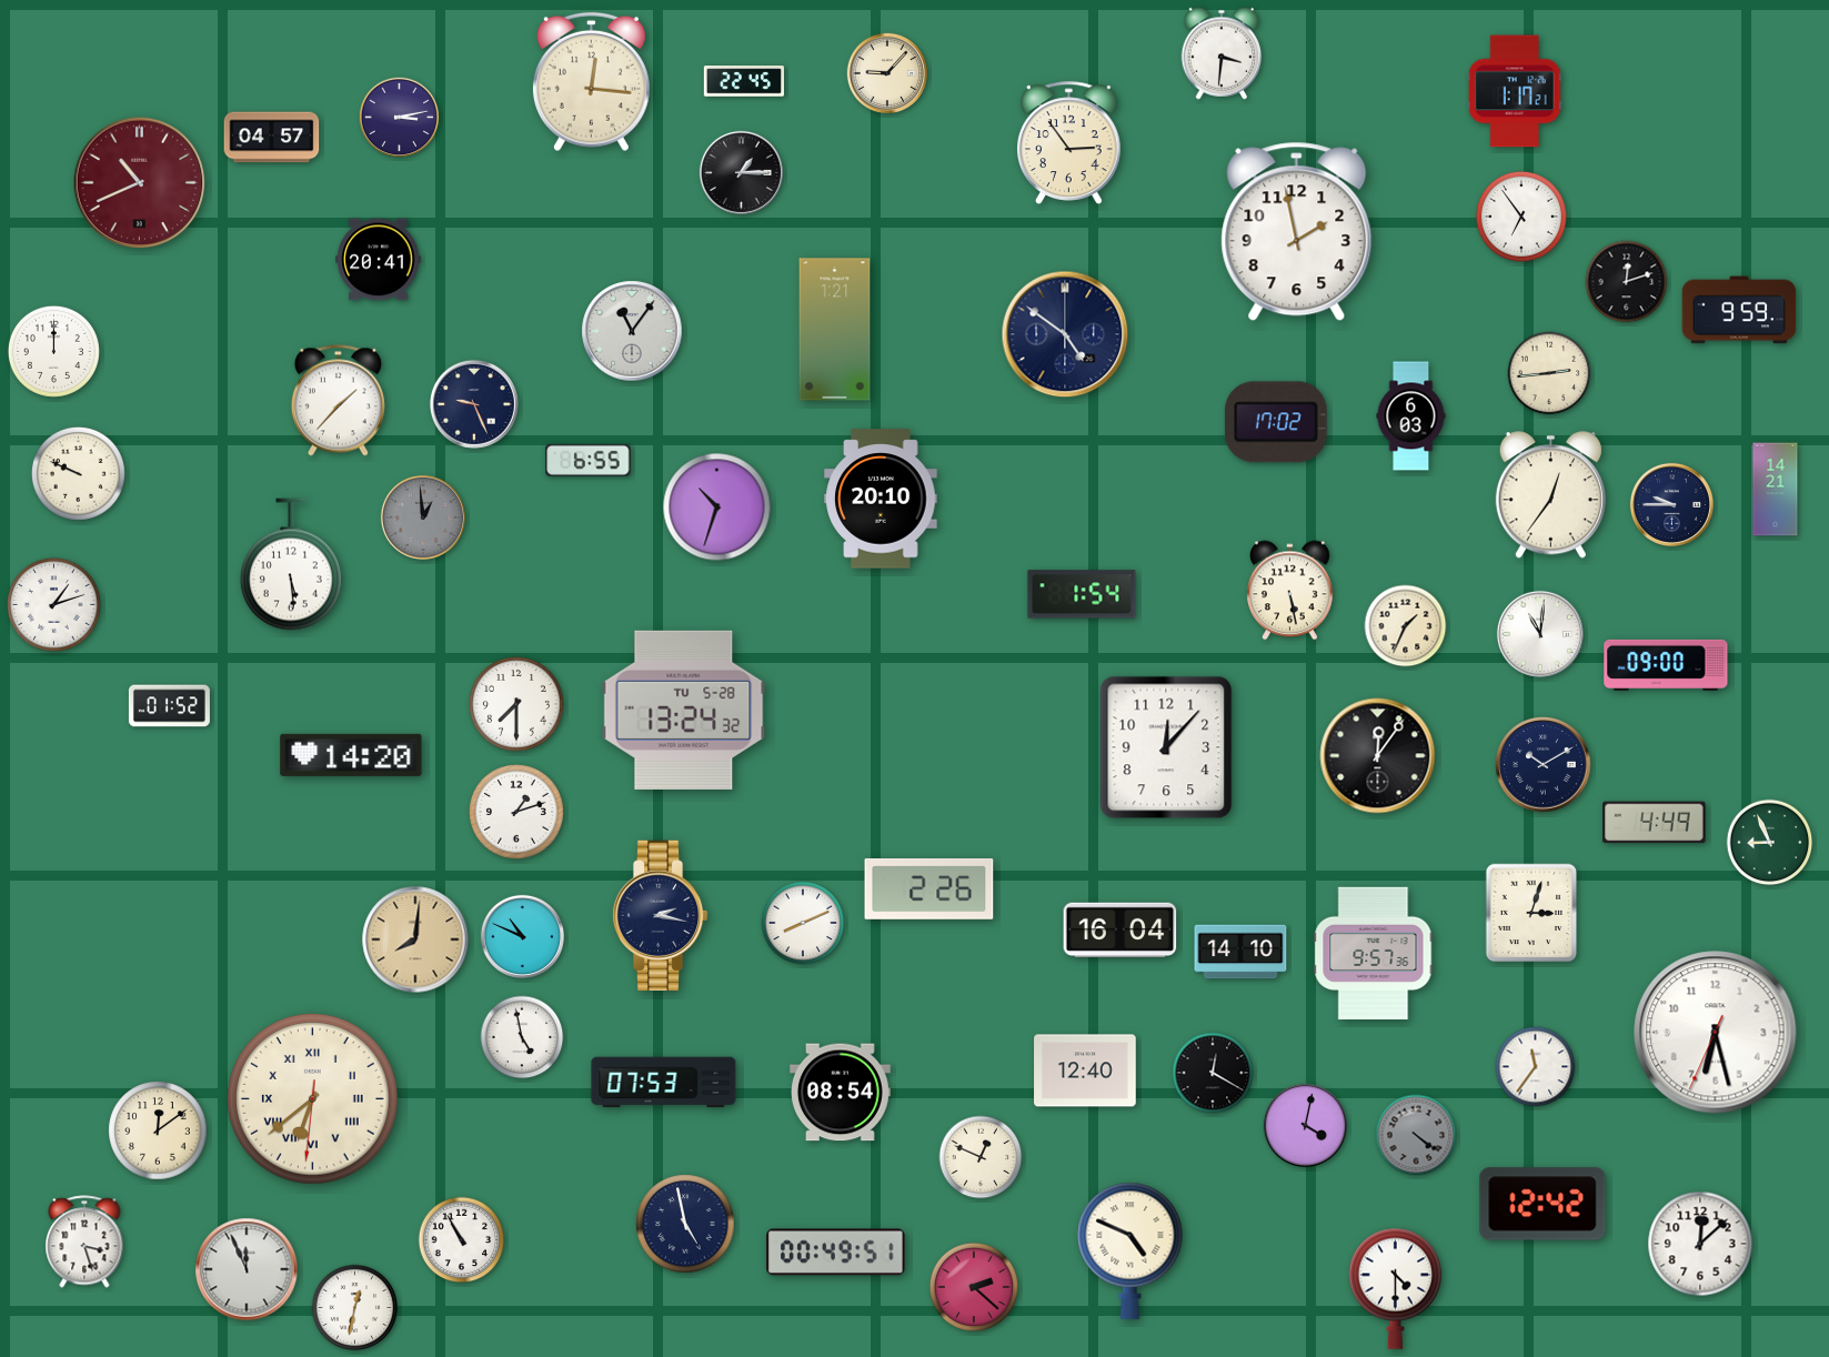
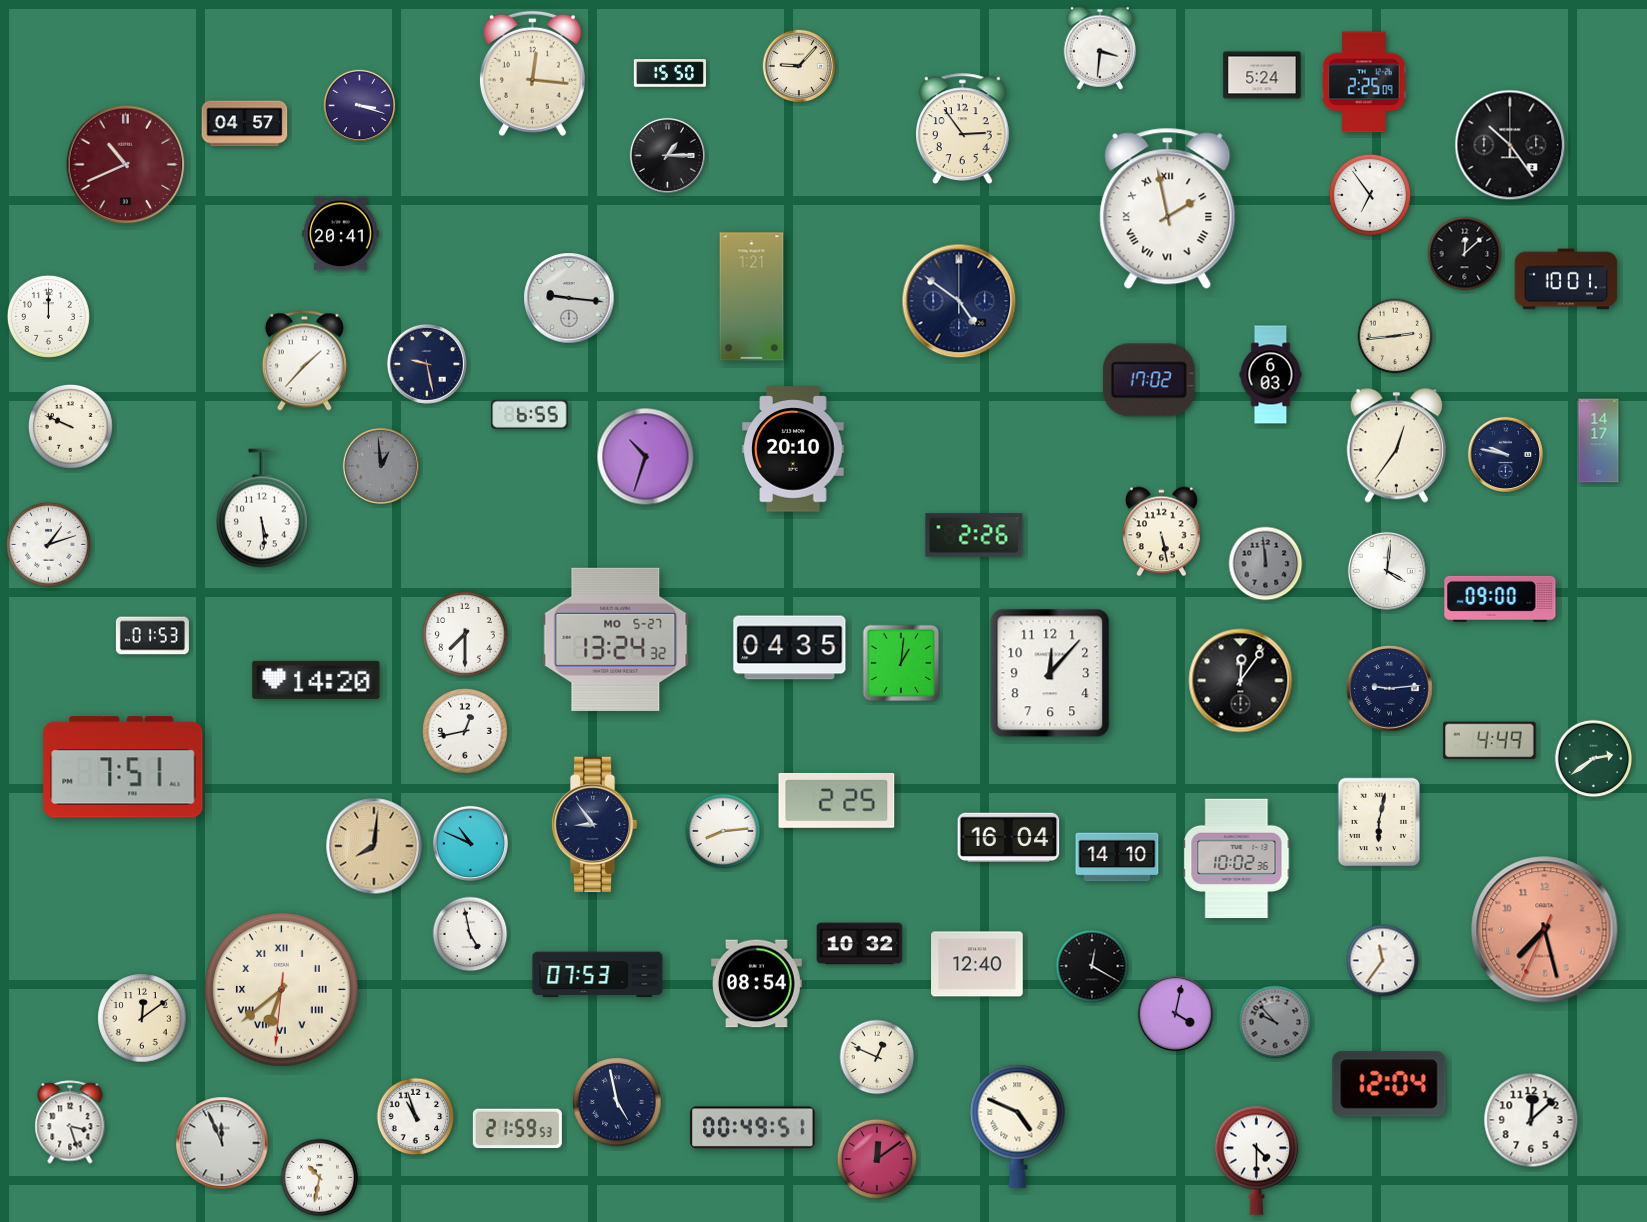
clock at (744, 81): 22:45 -> 15:50
clock at (1262, 75): none -> 5:24
clock at (1515, 91): 1:17 -> 2:25
clock at (400, 118): 3:13 -> 3:18
clock at (1510, 145): none -> 10:24
clock at (1297, 232) numerals: Arabic -> Roman
clock at (1627, 282): 12:12 -> 12:08
clock at (1739, 310): 9:59 -> 10:01
clock at (632, 331): 11:06 -> 9:16
clock at (474, 404): 9:26 -> 9:28
clock at (1776, 490): 14:21 -> 14:17
clock at (1671, 504): 9:45 -> 9:47
clock at (1082, 594): 1:54 -> 2:26
clock at (1406, 626): 1:34 -> 11:59
clock at (1406, 626) dial: cream -> grey
clock at (1540, 634): 11:01 -> 4:01
clock at (169, 706): 01:52 -> 01:53
clock at (684, 710) date: TU 5-28 -> MO 5-27
clock at (790, 648): none -> 04:35
clock at (901, 663): none -> 1:01
clock at (1544, 765): 10:10 -> 9:14
clock at (517, 813): 1:12 -> 12:43
clock at (1770, 843): 8:56 -> 2:39
clock at (123, 767): none -> 7:51
clock at (929, 888): 2:26 -> 2:25
clock at (1531, 913): 3:03 -> 6:02
clock at (660, 916): 2:17 -> 8:54
clock at (803, 923): 8:11 -> 8:14
clock at (1374, 954): 9:57 -> 10:02
clock at (1716, 1033): 6:27 -> 7:27
clock at (1716, 1033) dial: white -> salmon
clock at (860, 944): none -> 10:32
clock at (1416, 1135): 4:21 -> 9:53
clock at (981, 1157) position: (981, 1157) -> (877, 1057)
clock at (1542, 1204): 12:42 -> 12:04
clock at (462, 1240): 10:55 -> 10:57
clock at (84, 1242) position: (84, 1242) -> (70, 1122)
clock at (517, 1129): none -> 21:59
clock at (973, 1286): 2:22 -> 12:09
clock at (355, 1308): 12:32 -> 10:32
